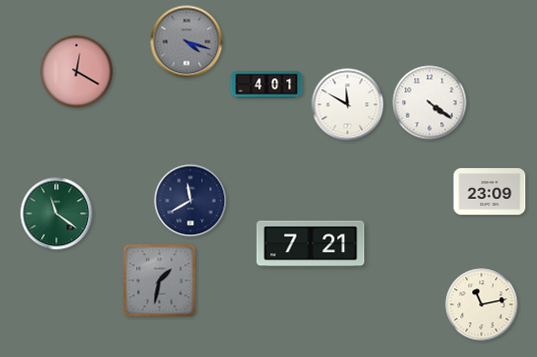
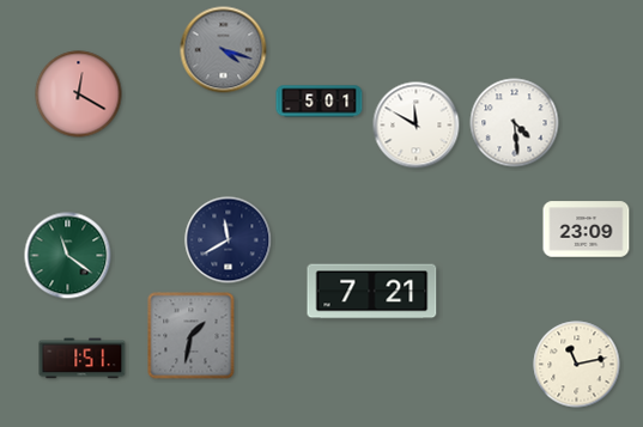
clock at (77, 72) position: (77, 72) -> (79, 94)
clock at (267, 85): 4:01 -> 5:01
clock at (430, 103): 4:21 -> 4:29
clock at (83, 359): none -> 1:51
